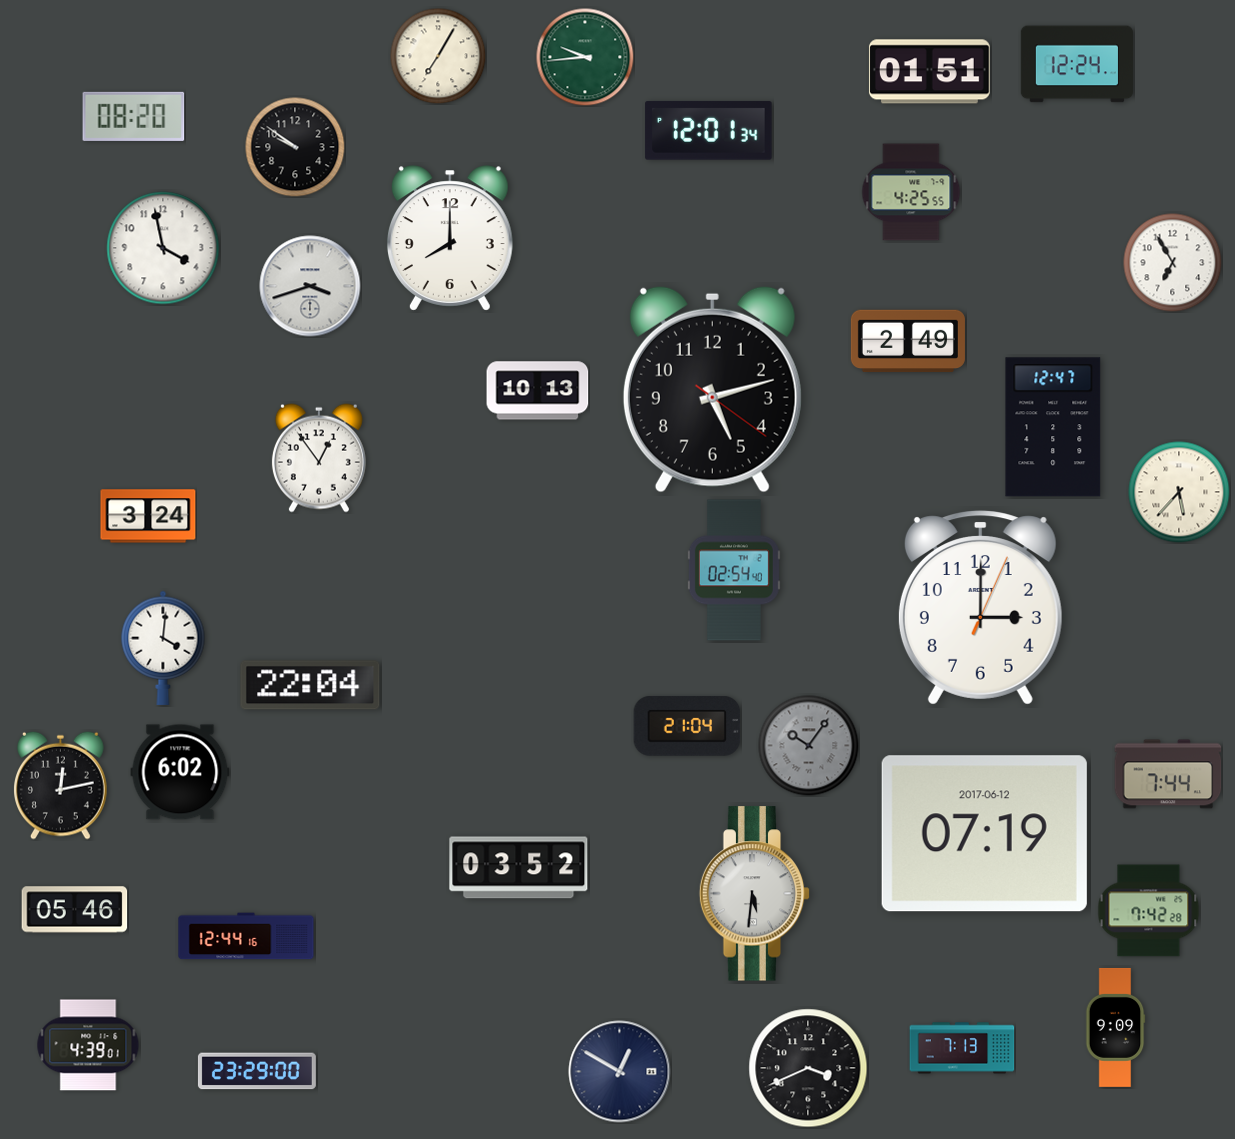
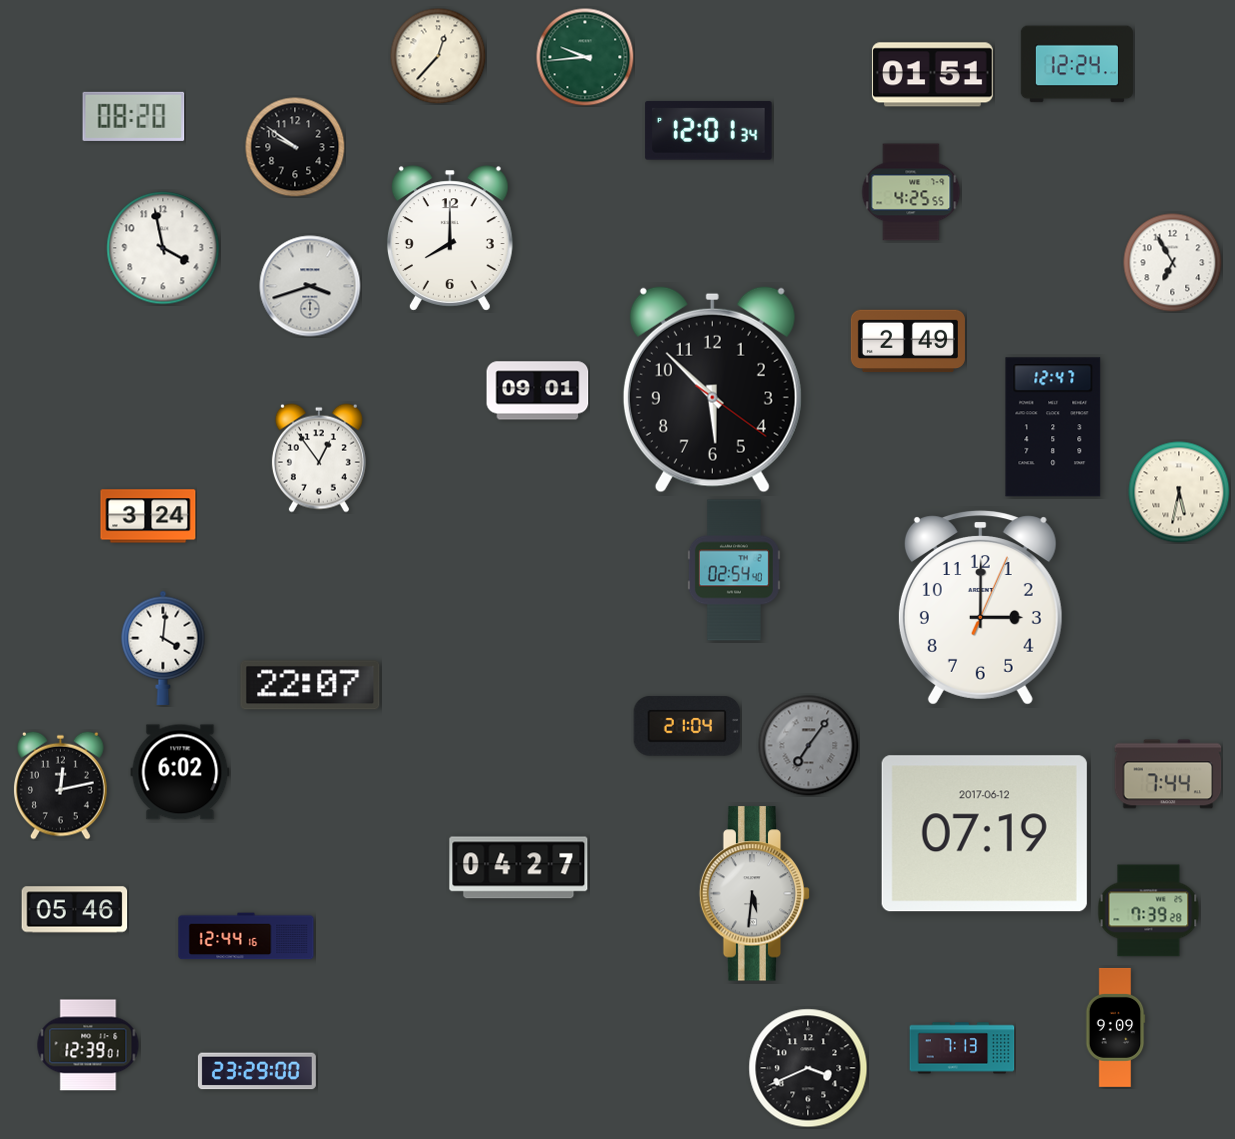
clock at (438, 56): 7:05 -> 12:37
clock at (929, 72) position: (929, 72) -> (932, 75)
clock at (712, 389): 5:12 -> 5:52
clock at (538, 391): 10:13 -> 09:01
clock at (1179, 492): 5:37 -> 5:32
clock at (310, 685): 22:04 -> 22:07
clock at (809, 746): 10:06 -> 7:06
clock at (519, 868): 03:52 -> 04:27
clock at (1149, 911): 7:42 -> 7:39
clock at (88, 1045): 4:39 -> 12:39
clock at (620, 1072): 12:50 -> none
